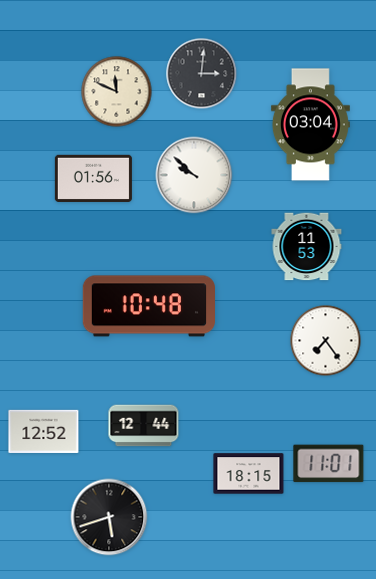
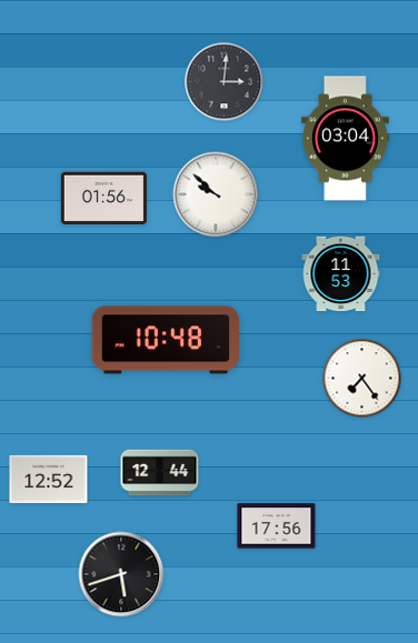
clock at (117, 92): 11:49 -> none
clock at (329, 464): 11:01 -> none
clock at (249, 474): 18:15 -> 17:56
